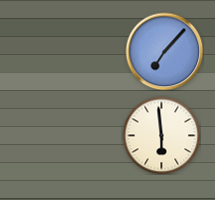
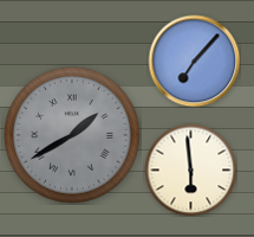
clock at (72, 135): none -> 1:40
clock at (161, 135) position: (161, 135) -> (190, 169)
